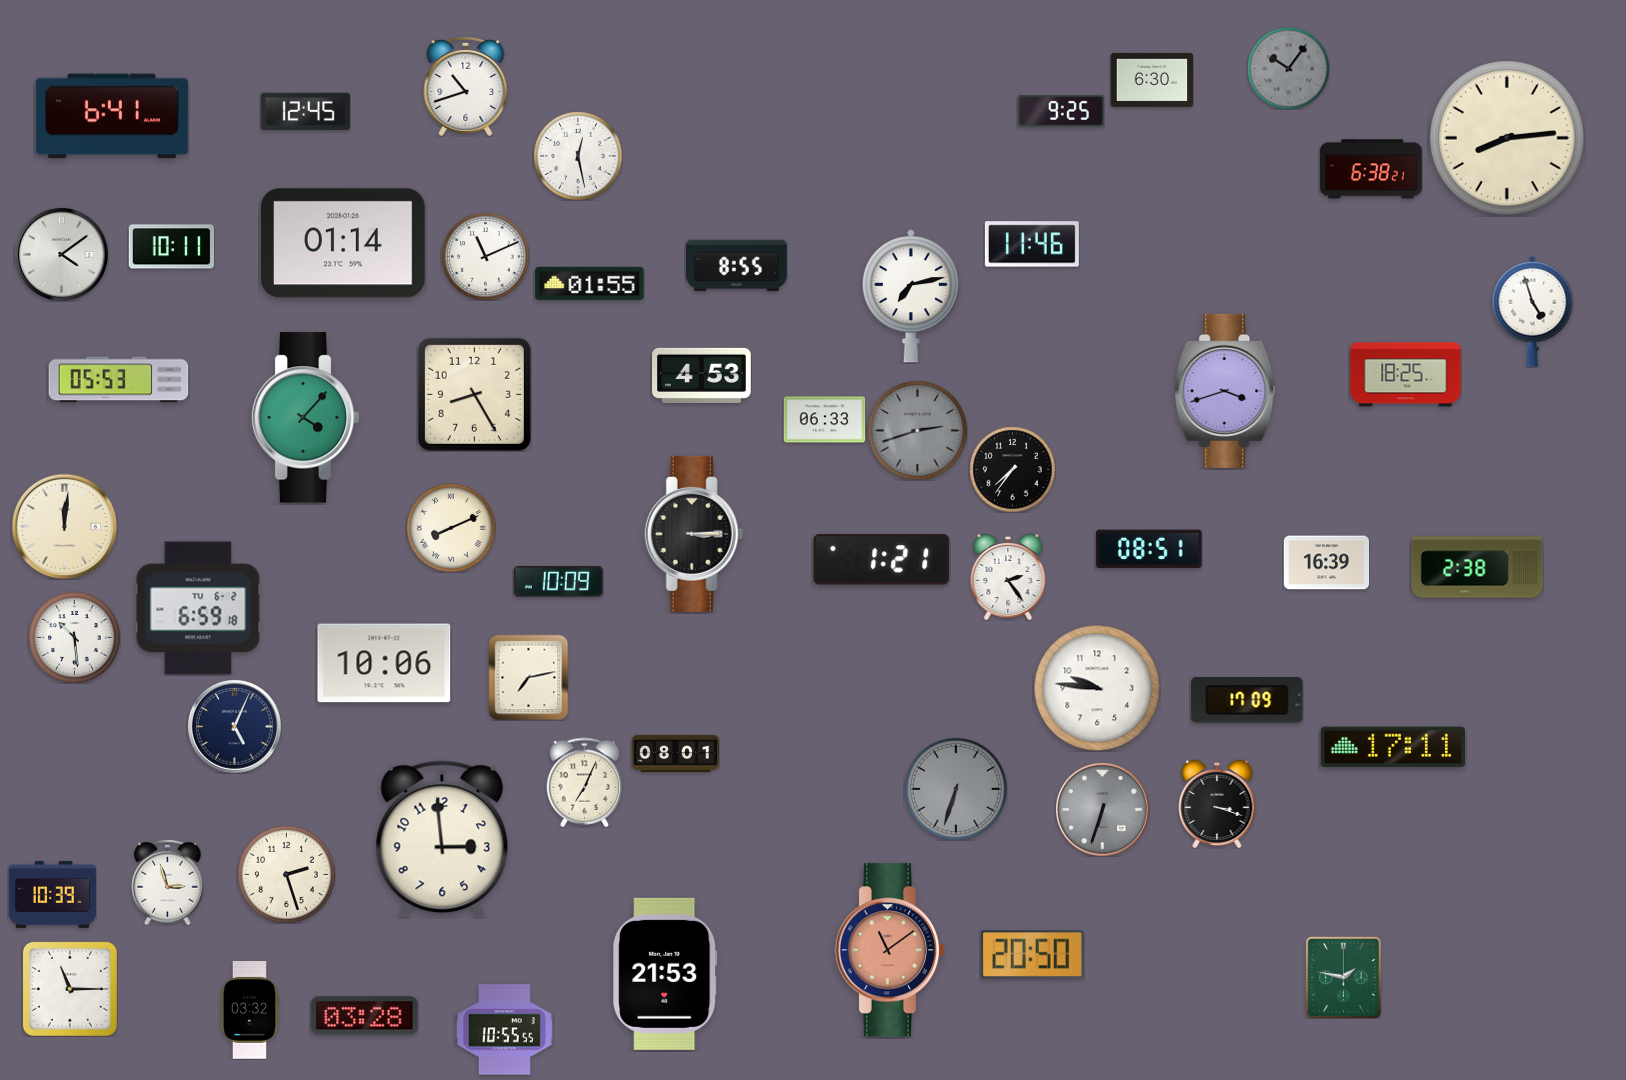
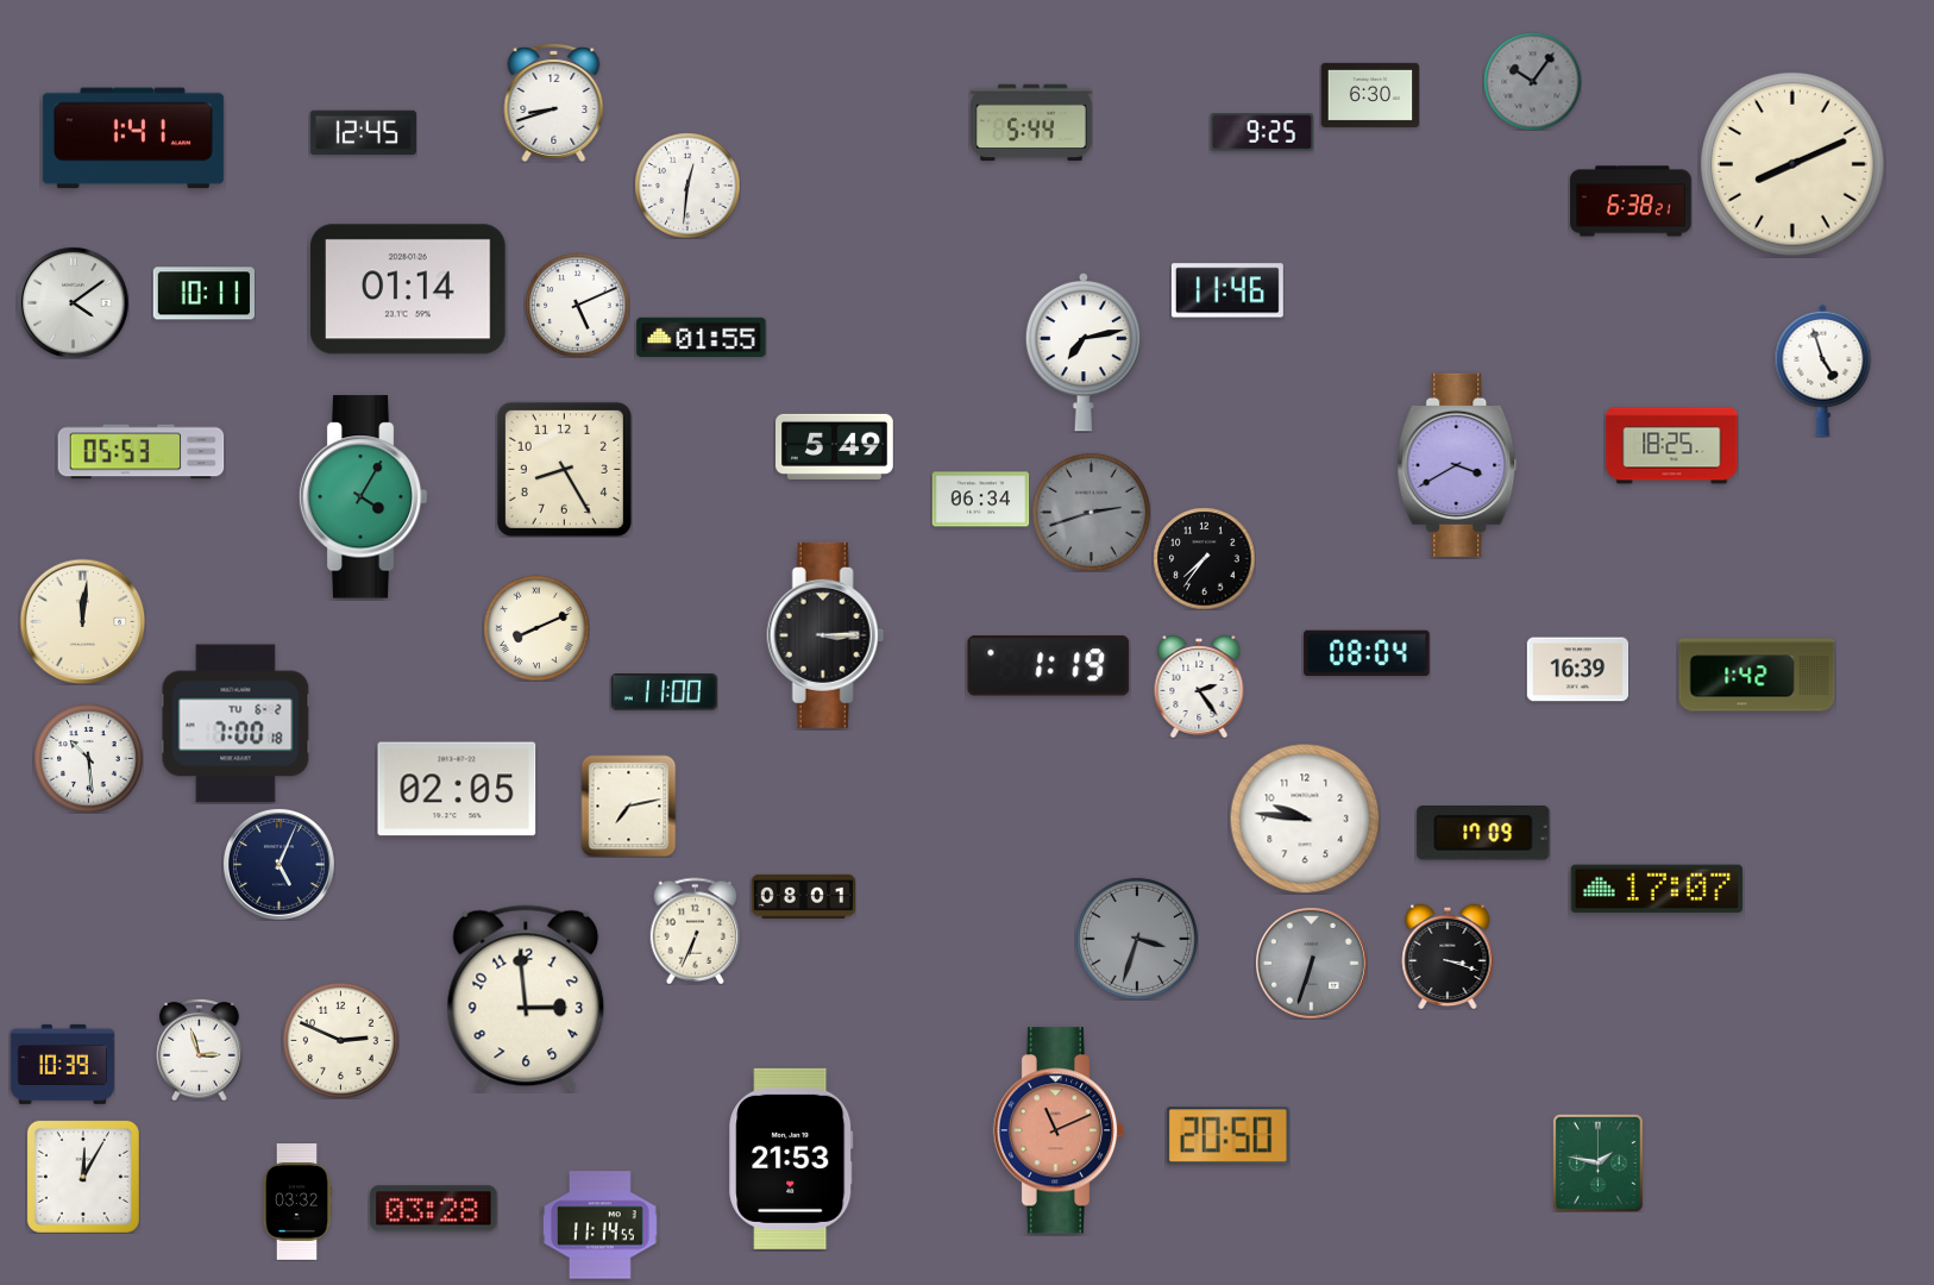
clock at (466, 87): 10:42 -> 8:42
clock at (1031, 123): none -> 5:44
clock at (112, 116): 6:41 -> 1:41
clock at (1507, 138): 8:14 -> 8:11
clock at (578, 156): 12:28 -> 12:31
clock at (485, 256): 11:11 -> 5:11
clock at (737, 266): 8:55 -> none
clock at (702, 375): 4:53 -> 5:49
clock at (1225, 391): 3:42 -> 3:40
clock at (305, 418): 4:07 -> 4:05
clock at (824, 420): 06:33 -> 06:34
clock at (64, 526) position: (64, 526) -> (82, 621)
clock at (1149, 549): 08:51 -> 08:04
clock at (882, 560): 1:21 -> 1:19
clock at (1477, 567): 2:38 -> 1:42
clock at (558, 582): 10:09 -> 11:00
clock at (198, 608): 6:59 -> 7:00
clock at (384, 663): 10:06 -> 02:05
clock at (1392, 747): 17:11 -> 17:07
clock at (585, 782): 7:04 -> 6:34
clock at (956, 789): 6:33 -> 3:33
clock at (286, 874): 2:27 -> 2:49
clock at (890, 950): 11:09 -> 11:11
clock at (70, 989): 11:15 -> 12:05
clock at (505, 1030): 10:55 -> 11:14
